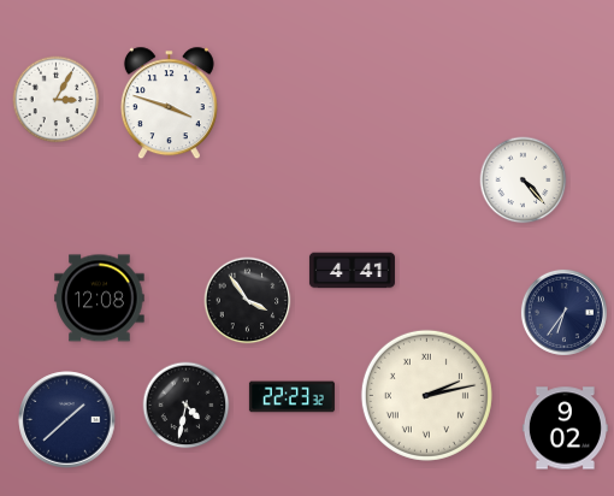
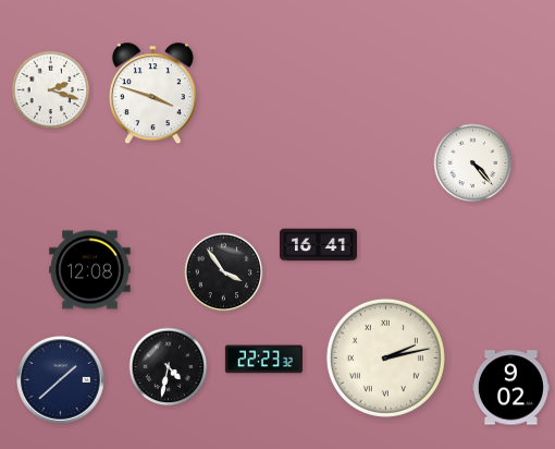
clock at (57, 100): 3:05 -> 2:18
clock at (352, 271): 4:41 -> 16:41
clock at (563, 312): 6:36 -> none
